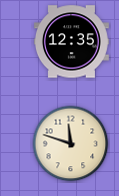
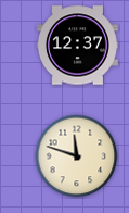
clock at (71, 42): 12:35 -> 12:37
